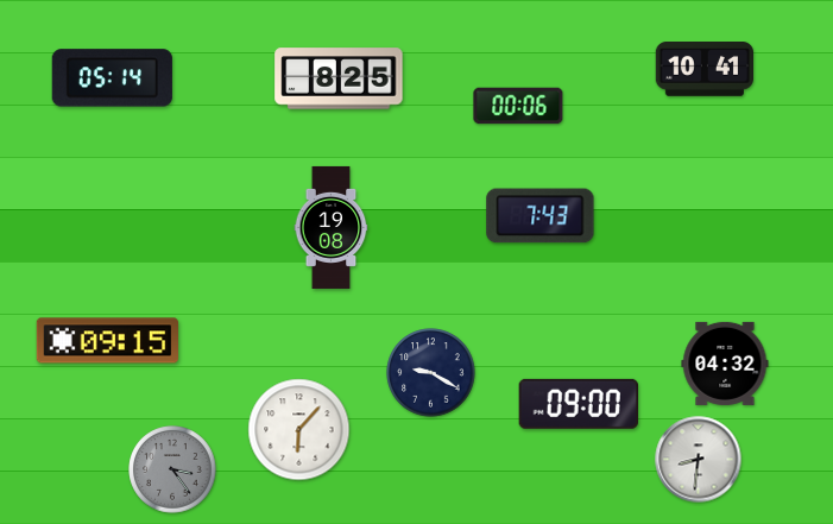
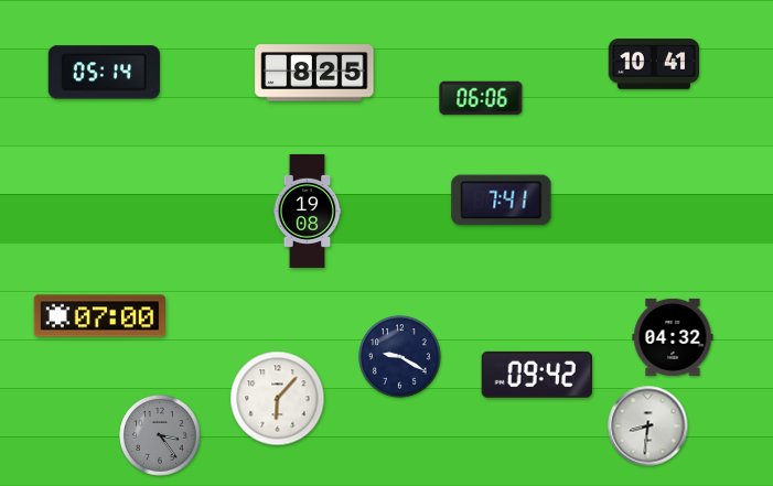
clock at (518, 106): 00:06 -> 06:06
clock at (541, 216): 7:43 -> 7:41
clock at (108, 341): 09:15 -> 07:00
clock at (431, 373) position: (431, 373) -> (400, 357)
clock at (579, 404): 09:00 -> 09:42
